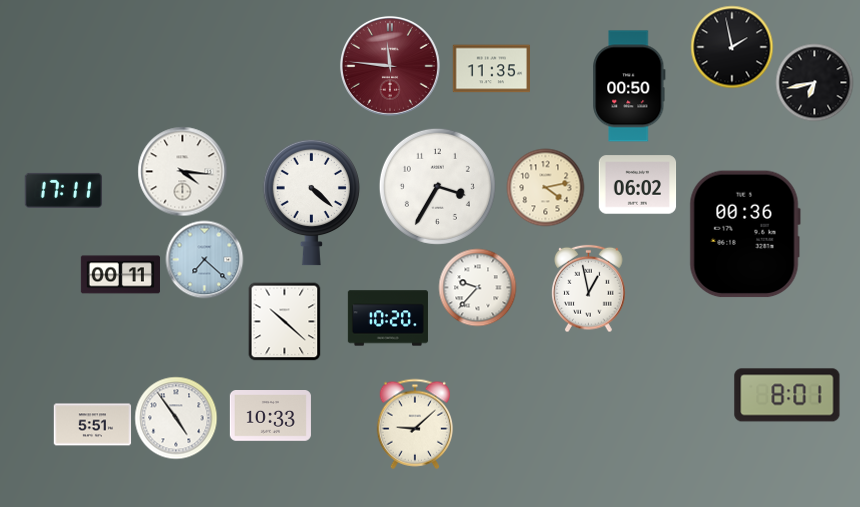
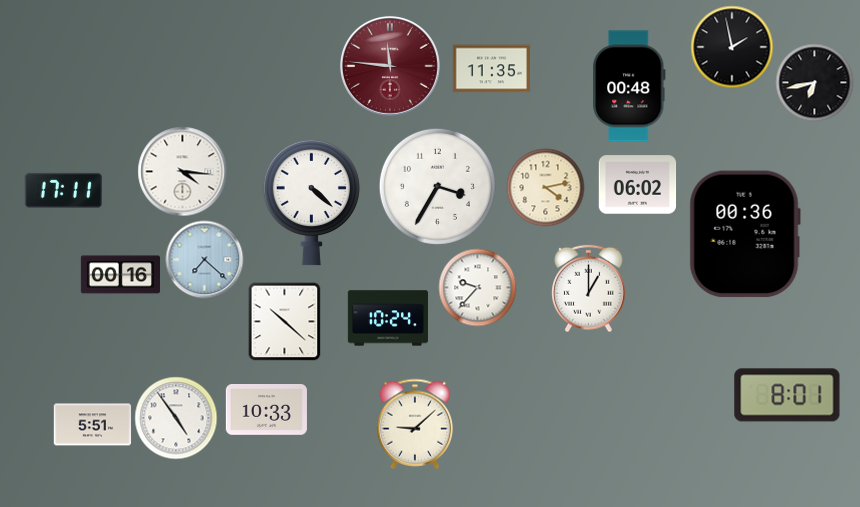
clock at (629, 86): 00:50 -> 00:48
clock at (120, 275): 00:11 -> 00:16
clock at (589, 288): 12:58 -> 1:00
clock at (388, 318): 10:20 -> 10:24
clock at (270, 416) position: (270, 416) -> (266, 410)
